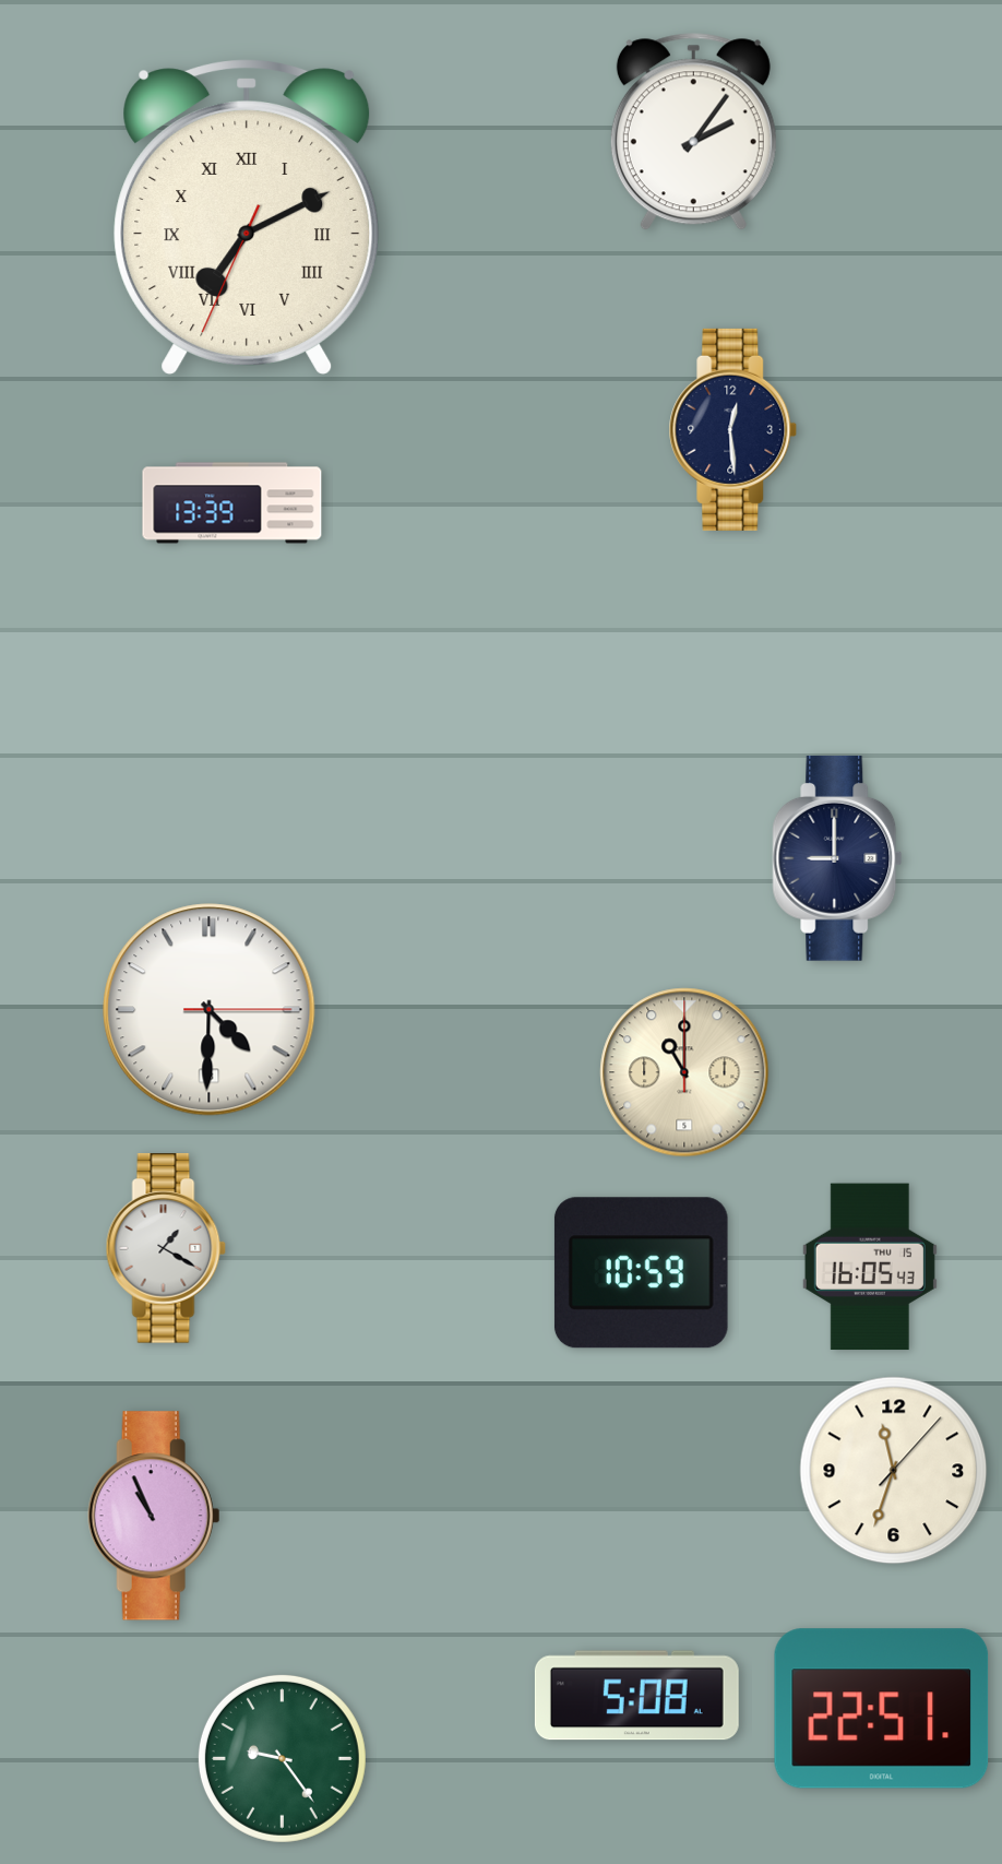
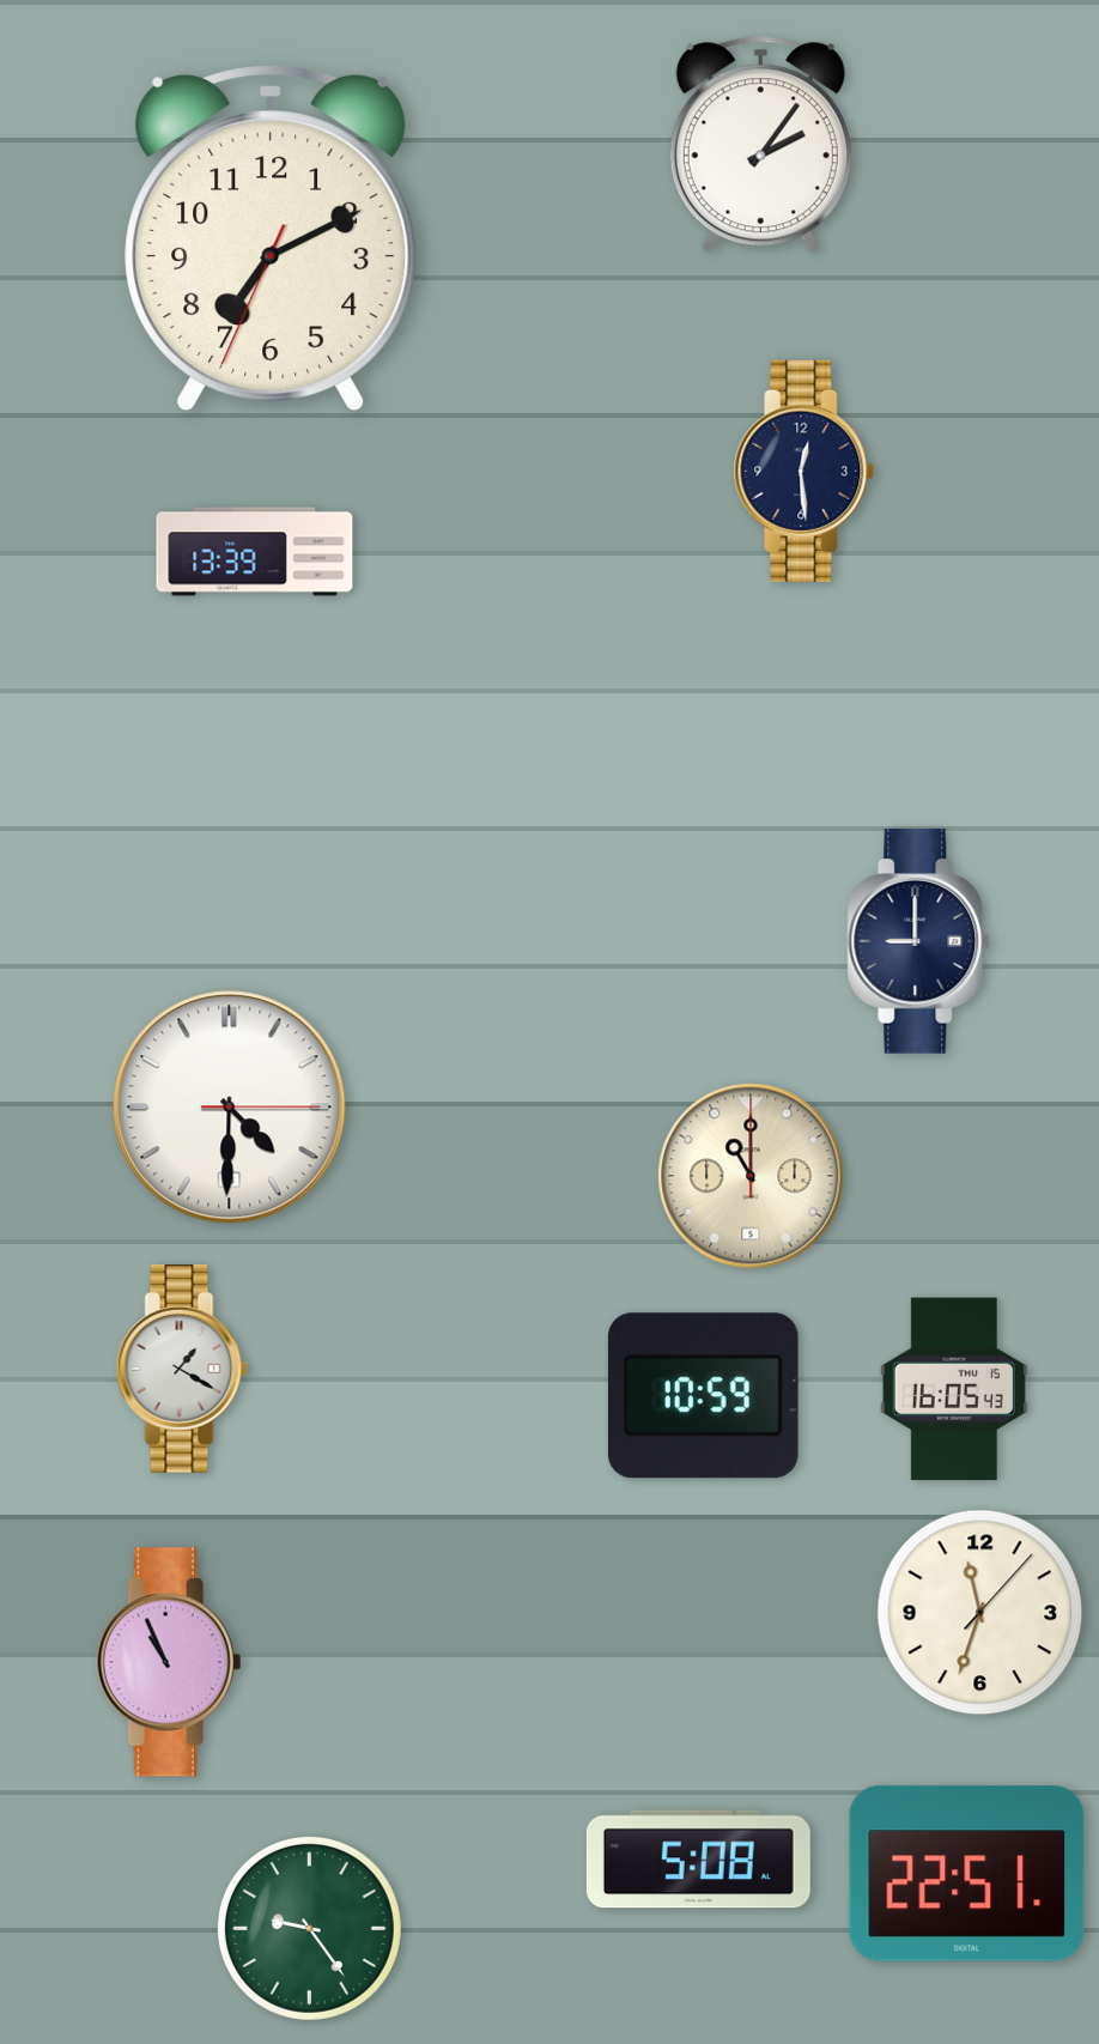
clock at (247, 217) numerals: Roman -> Arabic
